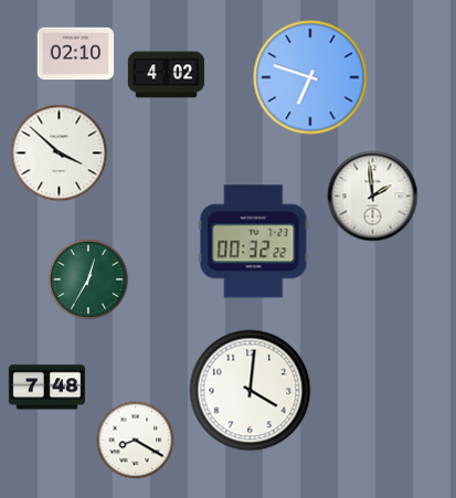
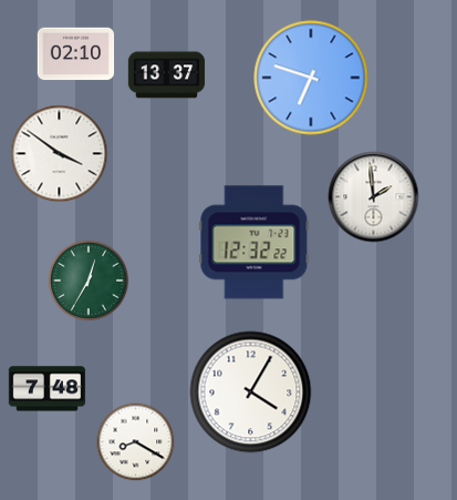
clock at (167, 75): 4:02 -> 13:37
clock at (60, 153): 3:52 -> 3:51
clock at (254, 242): 00:32 -> 12:32
clock at (251, 391): 4:01 -> 4:05
